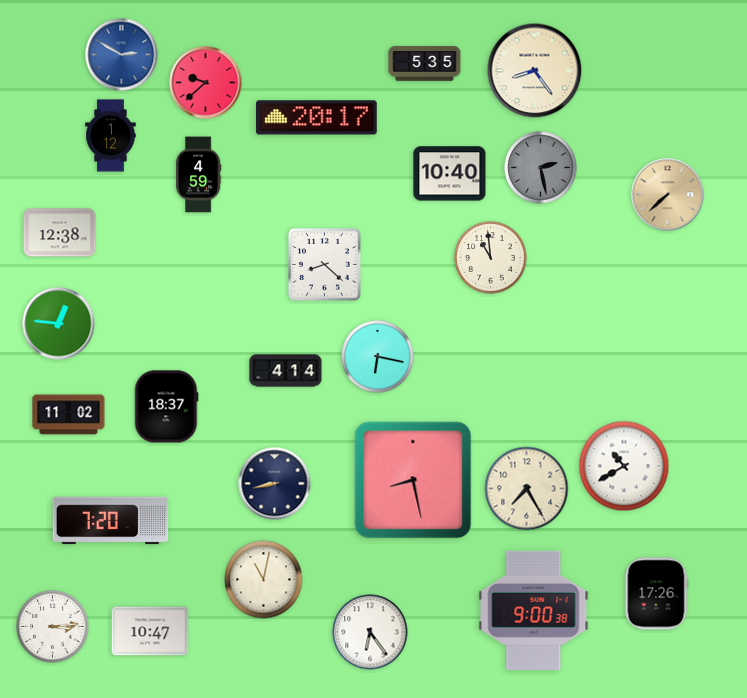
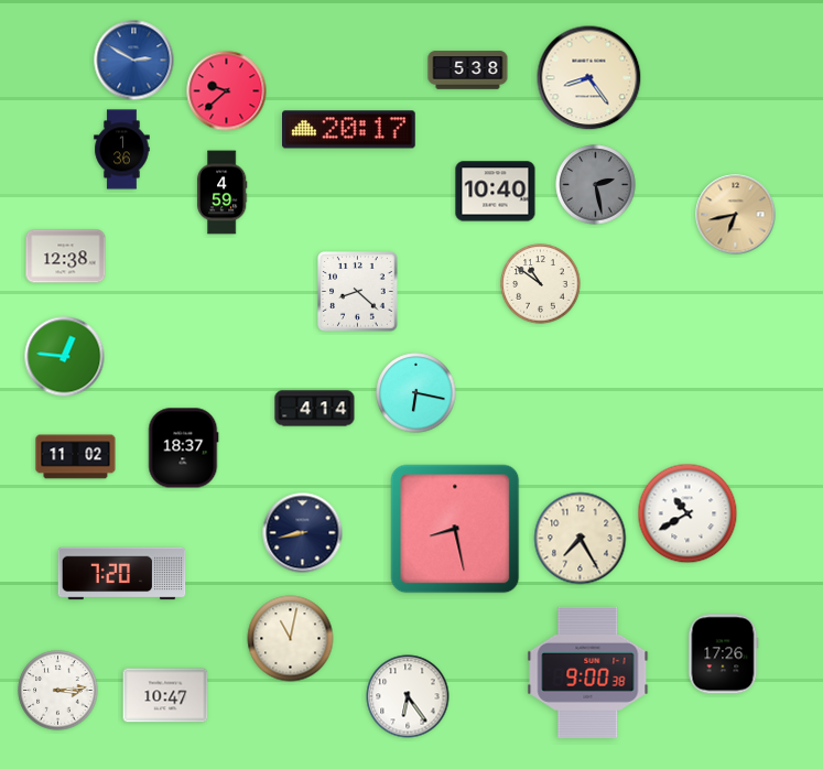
clock at (425, 64): 5:35 -> 5:38
clock at (111, 136): 1:12 -> 1:36
clock at (198, 175) position: (198, 175) -> (221, 193)
clock at (668, 195): 7:38 -> 6:43
clock at (491, 258): 10:59 -> 10:51
